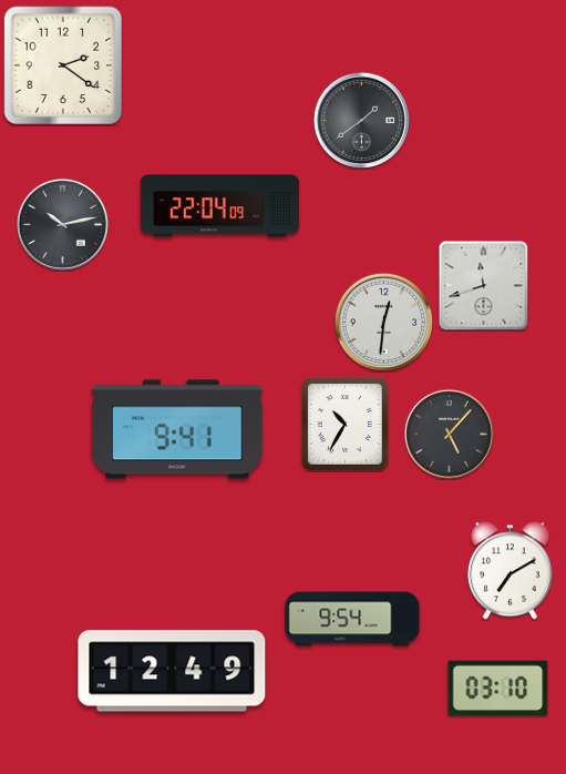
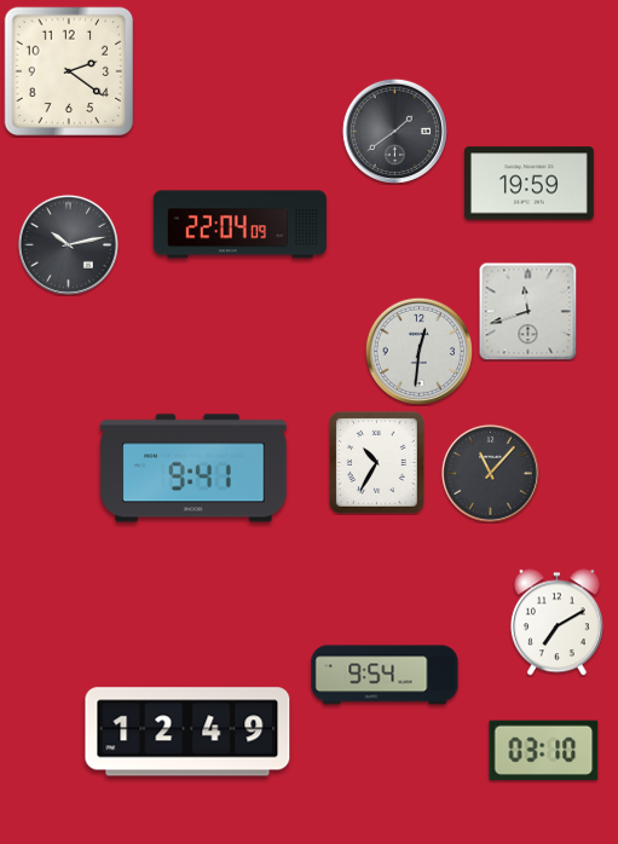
clock at (529, 184): none -> 19:59
clock at (449, 434): 5:07 -> 11:07
